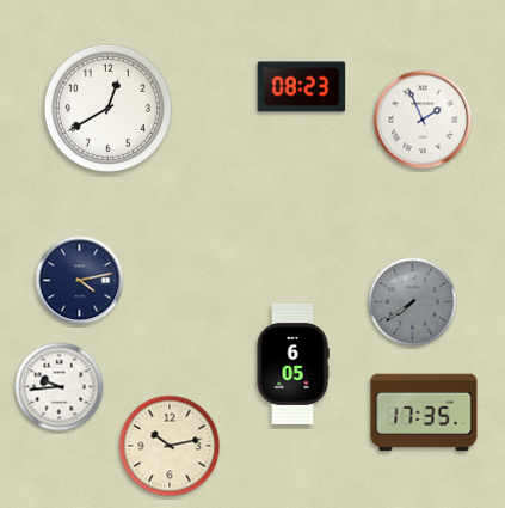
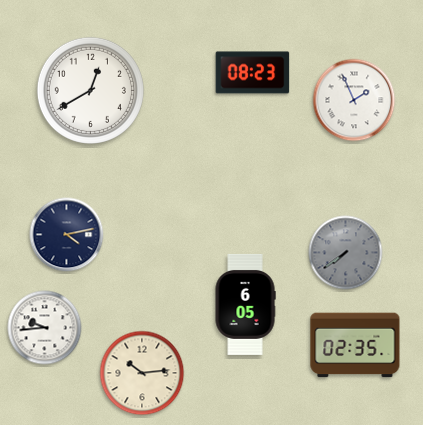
clock at (60, 387) position: (60, 387) -> (45, 328)
clock at (424, 412): 17:35 -> 02:35
clock at (170, 446): 10:13 -> 10:14
